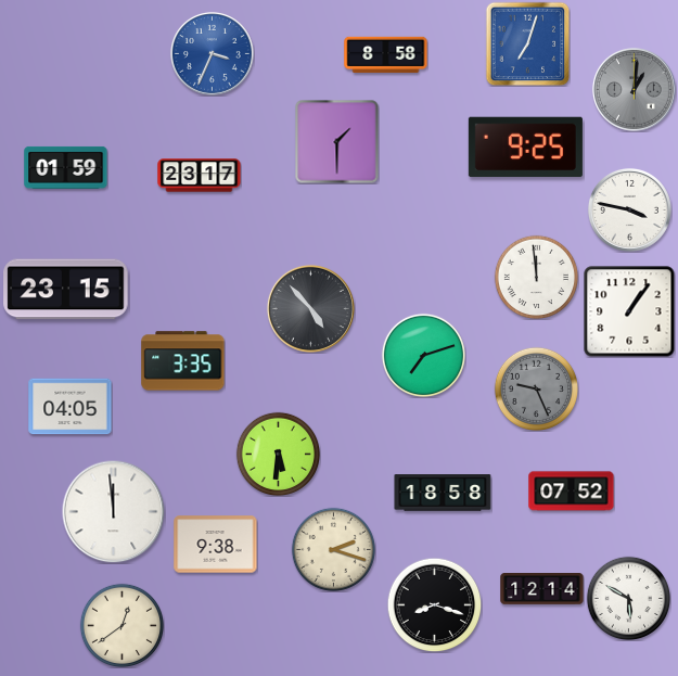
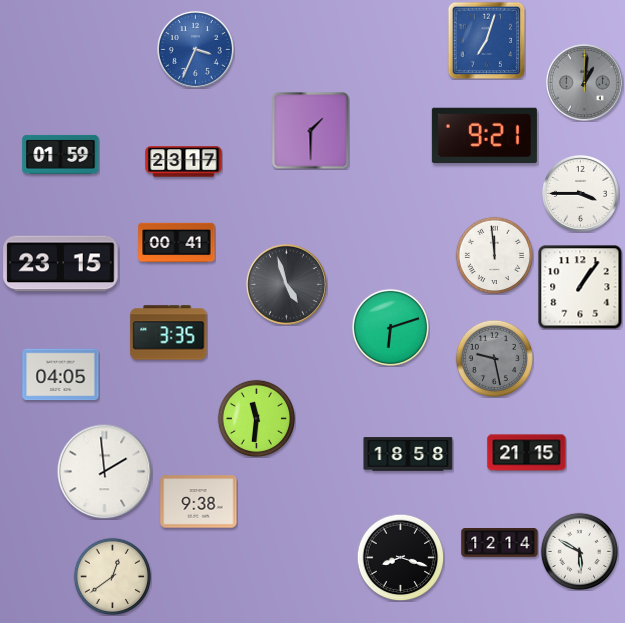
clock at (386, 55): 8:58 -> none
clock at (525, 148): 9:25 -> 9:21
clock at (629, 209): 3:47 -> 3:45
clock at (177, 243): none -> 00:41
clock at (66, 290) position: (66, 290) -> (61, 264)
clock at (310, 308): 4:53 -> 4:57
clock at (423, 355): 7:12 -> 6:12
clock at (536, 388): 9:26 -> 9:28
clock at (71, 407) position: (71, 407) -> (61, 375)
clock at (278, 454): 5:31 -> 11:31
clock at (572, 492): 07:52 -> 21:15
clock at (113, 511): 11:59 -> 1:59
clock at (333, 549): 2:18 -> none
